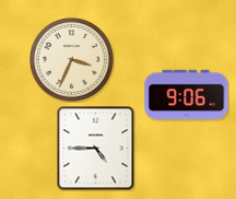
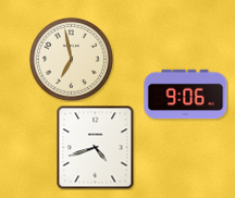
clock at (71, 59): 3:34 -> 6:58
clock at (96, 148): 4:45 -> 4:42
